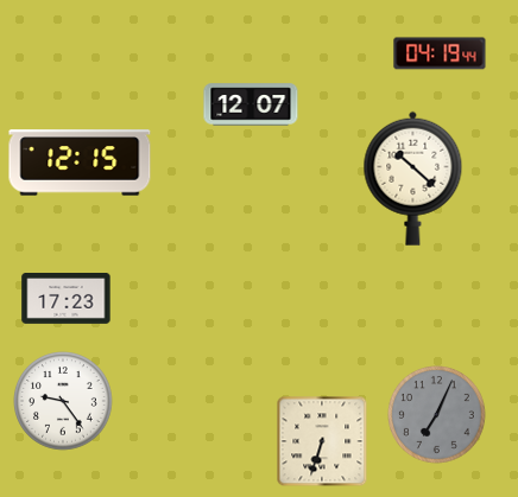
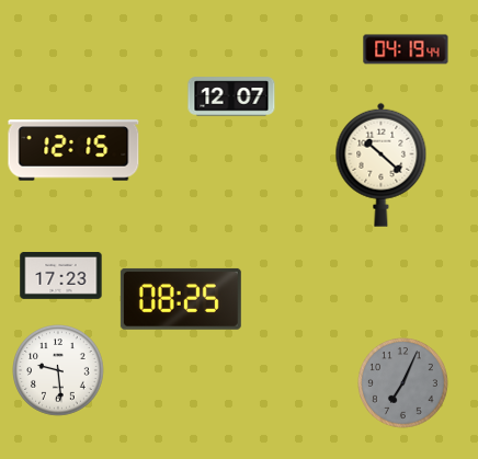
clock at (181, 299): none -> 08:25
clock at (63, 401): 9:24 -> 9:29
clock at (322, 441): 6:33 -> none
